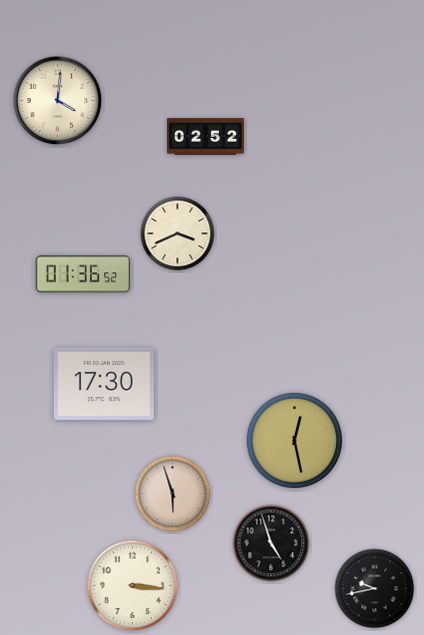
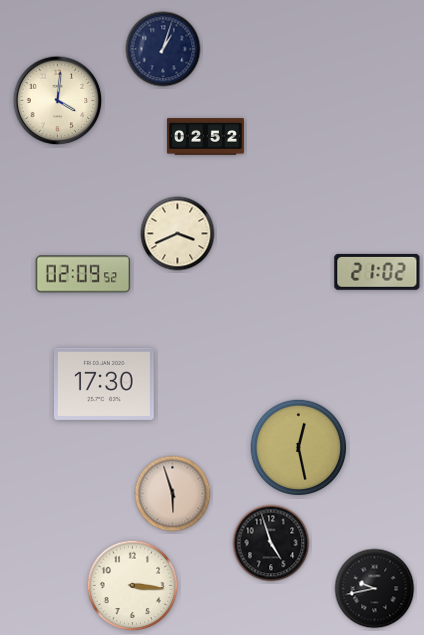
clock at (163, 49): none -> 1:03
clock at (377, 272): none -> 21:02
clock at (83, 274): 01:36 -> 02:09
clock at (294, 440) position: (294, 440) -> (298, 447)
